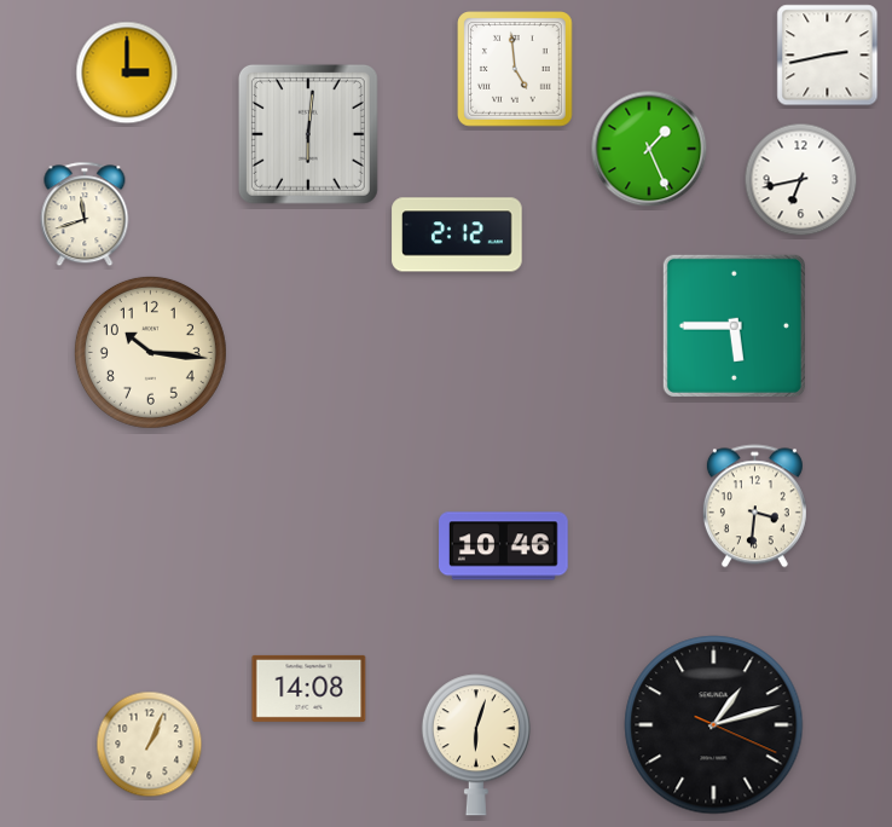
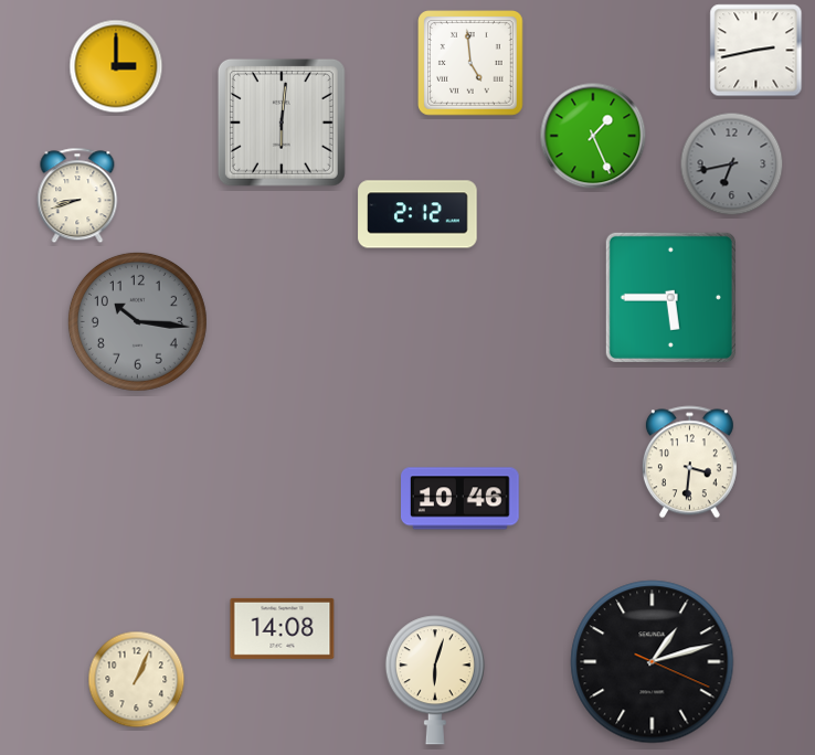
clock at (801, 180) dial: white -> grey
clock at (85, 214): 11:42 -> 8:42
clock at (150, 352) dial: cream -> grey
